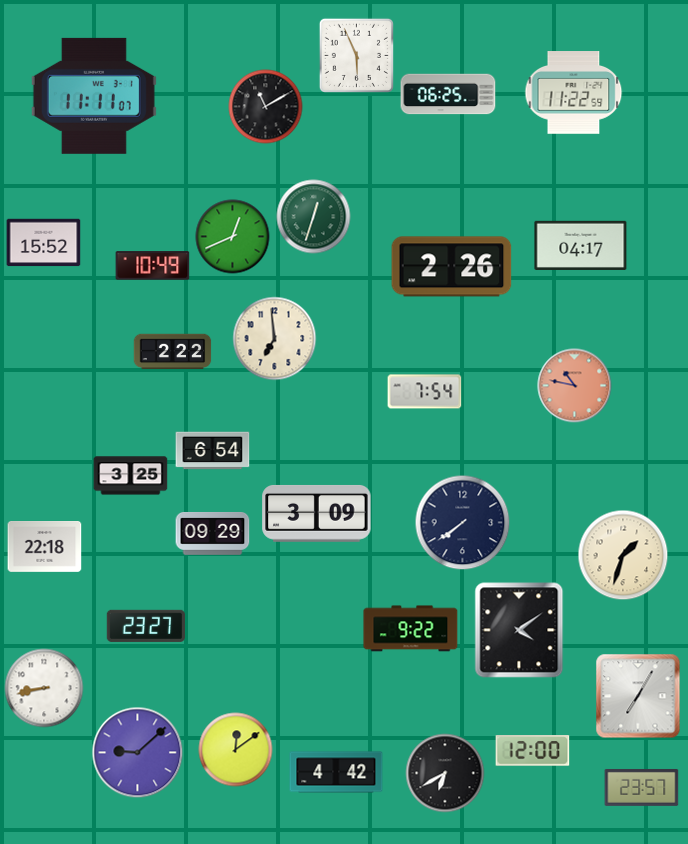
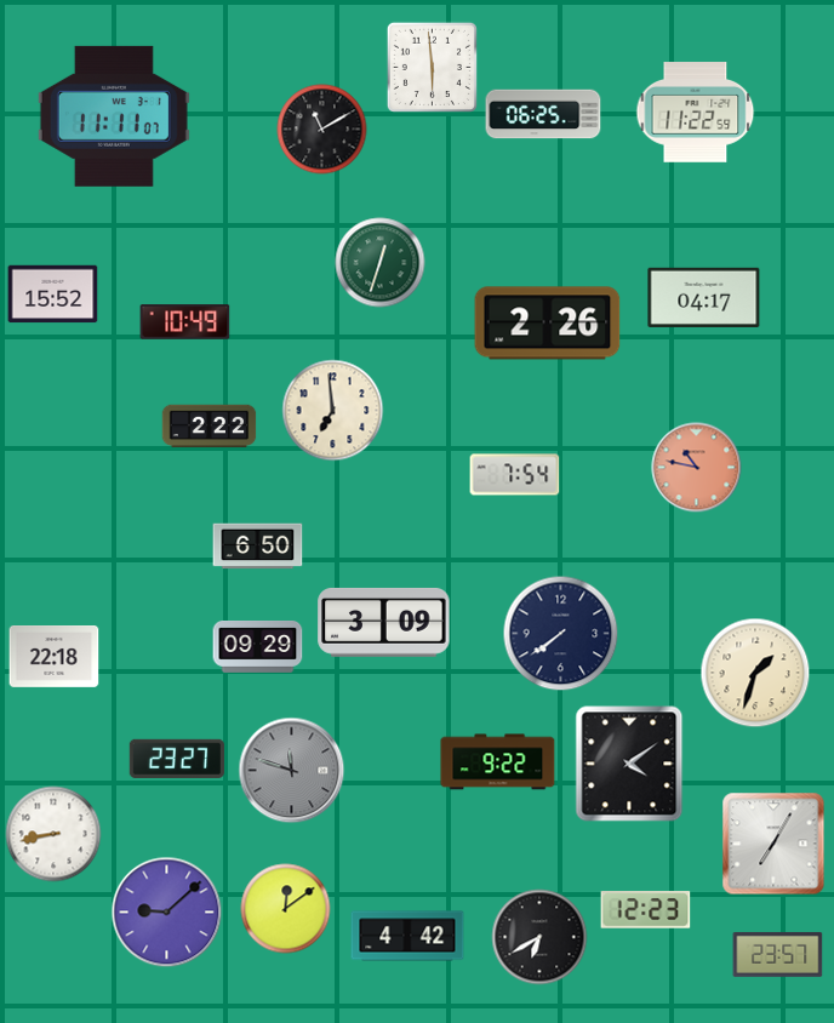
clock at (356, 55): 5:56 -> 5:59
clock at (233, 237): 12:41 -> none
clock at (213, 451): 6:54 -> 6:50
clock at (131, 476): 3:25 -> none
clock at (45, 547) position: (45, 547) -> (55, 657)
clock at (292, 771): none -> 11:48
clock at (533, 751): 12:00 -> 12:23
